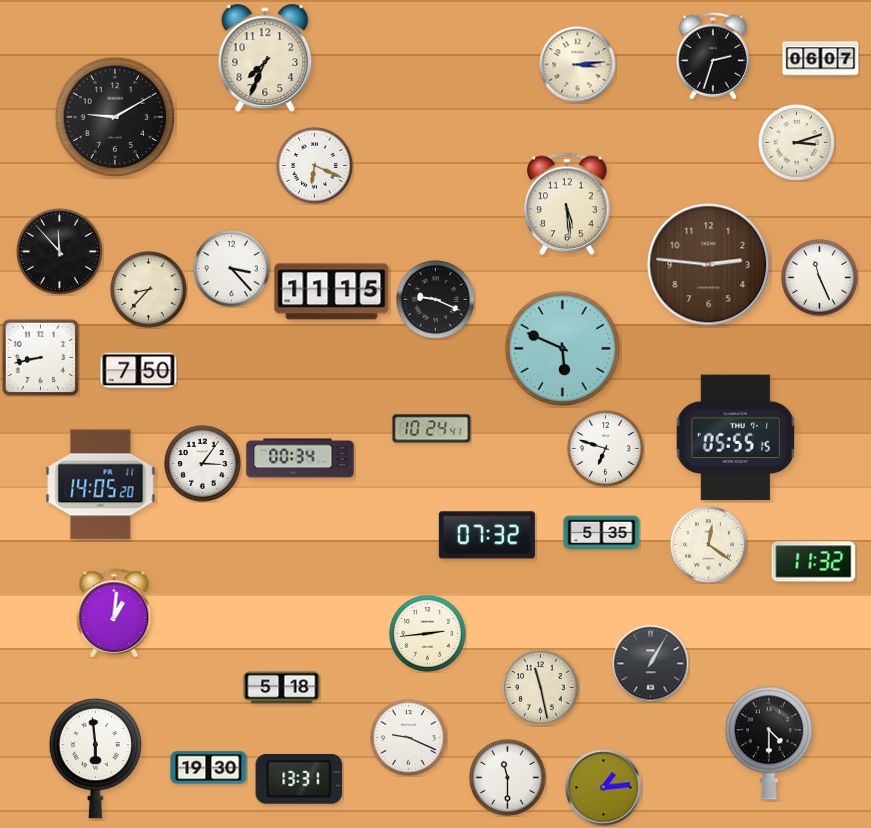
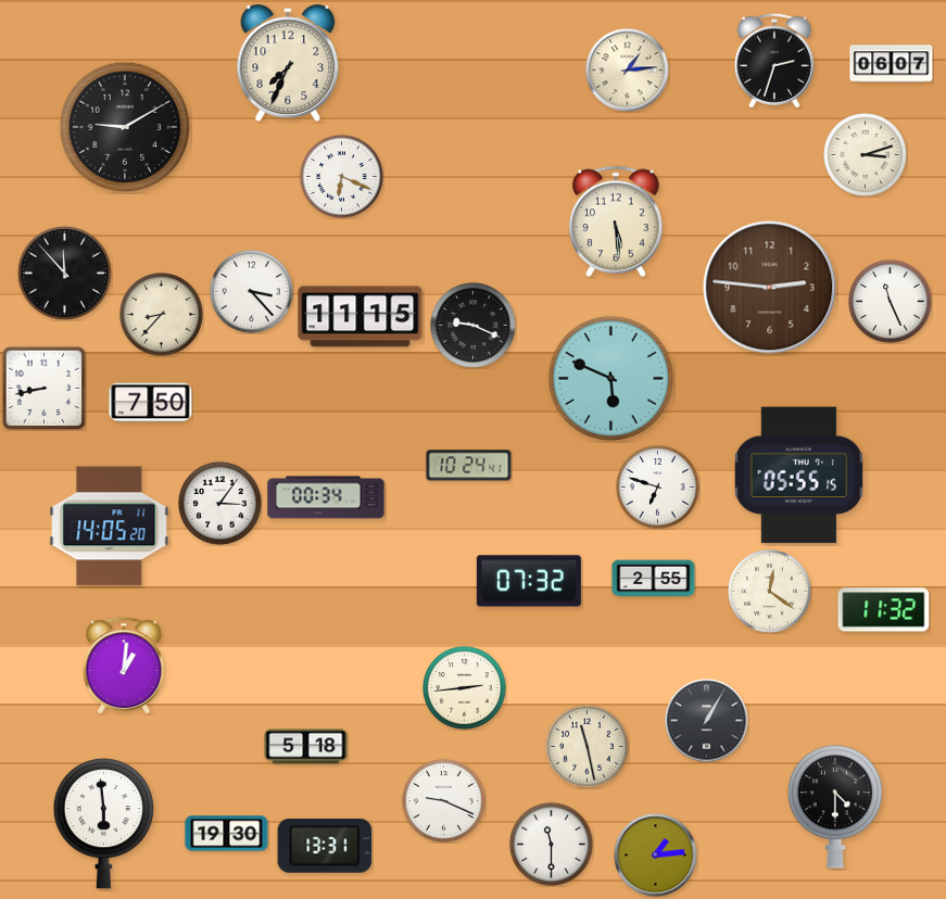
clock at (578, 65): 3:14 -> 1:14
clock at (315, 166) position: (315, 166) -> (342, 177)
clock at (602, 533): 5:35 -> 2:55
